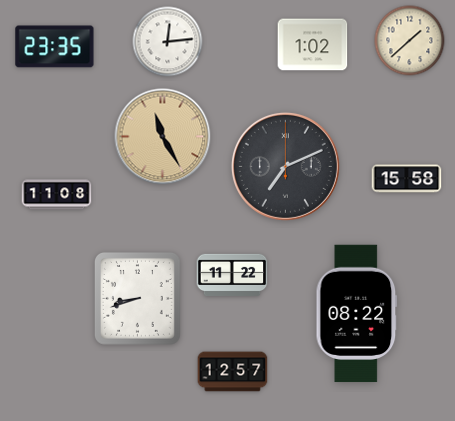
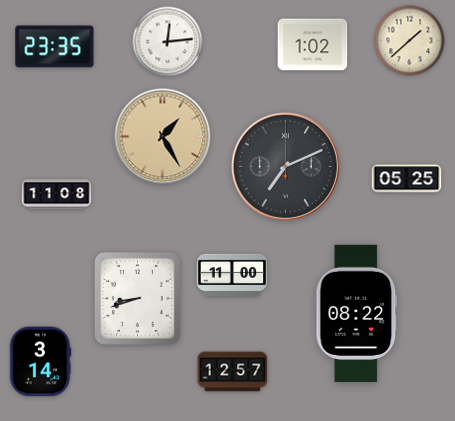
clock at (163, 137): 11:25 -> 1:25
clock at (407, 179): 15:58 -> 05:25
clock at (232, 275): 11:22 -> 11:00
clock at (40, 362): none -> 3:14
